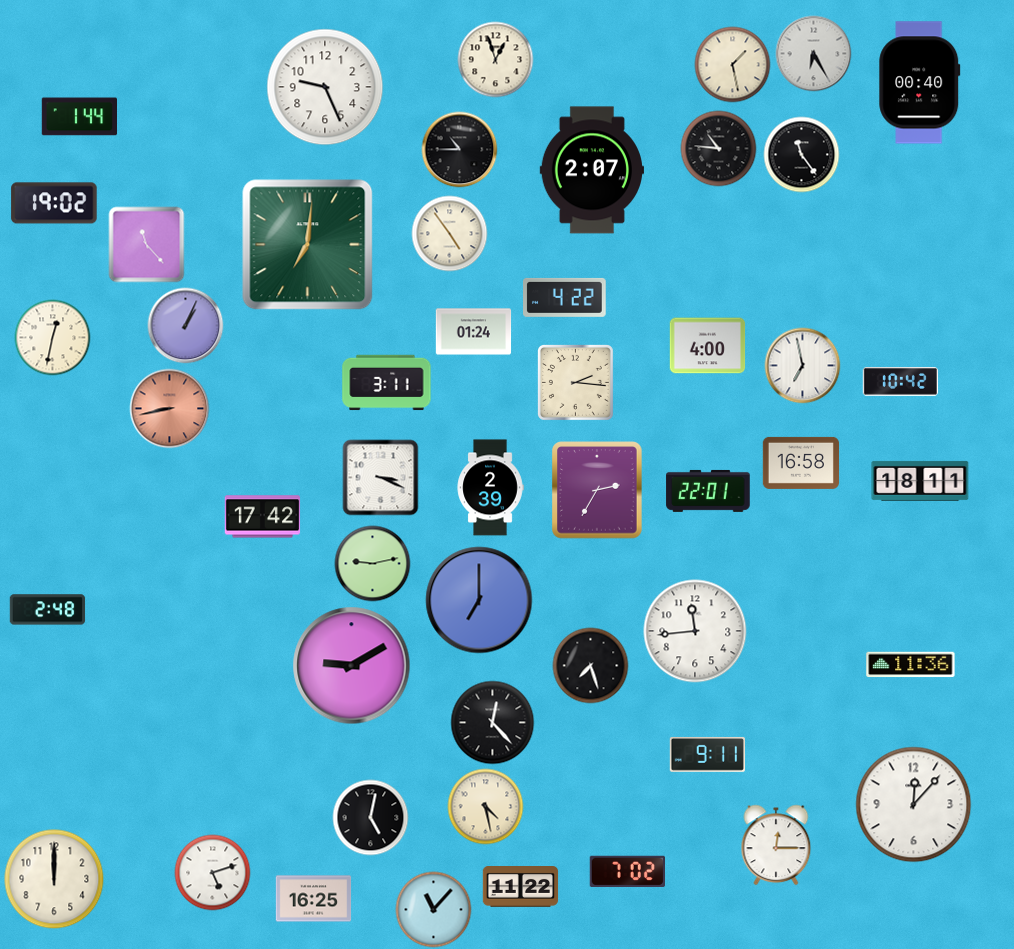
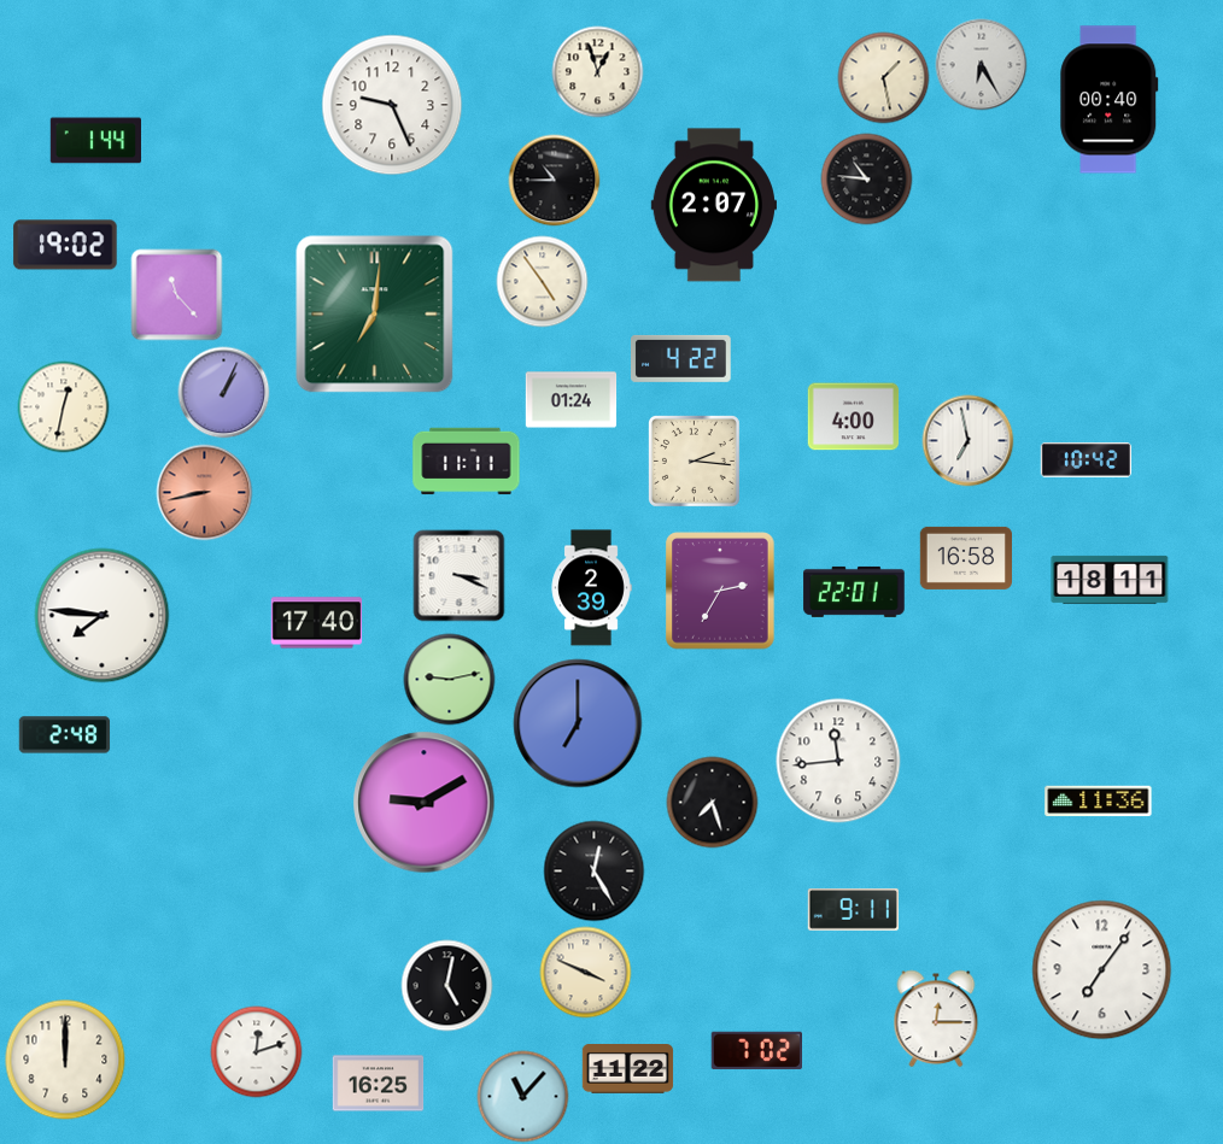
clock at (802, 155): 11:24 -> none
clock at (308, 245) position: (308, 245) -> (375, 315)
clock at (387, 383): 3:11 -> 11:11
clock at (103, 616): none -> 7:46
clock at (263, 517): 17:42 -> 17:40
clock at (48, 610) position: (48, 610) -> (65, 735)
clock at (493, 723): 12:23 -> 12:25
clock at (914, 805): 12:07 -> 7:06
clock at (486, 807): 4:28 -> 3:49
clock at (213, 873): 5:12 -> 12:12
